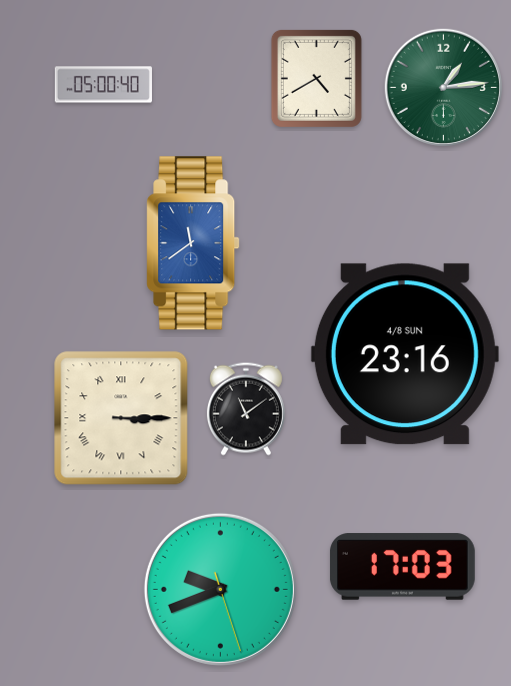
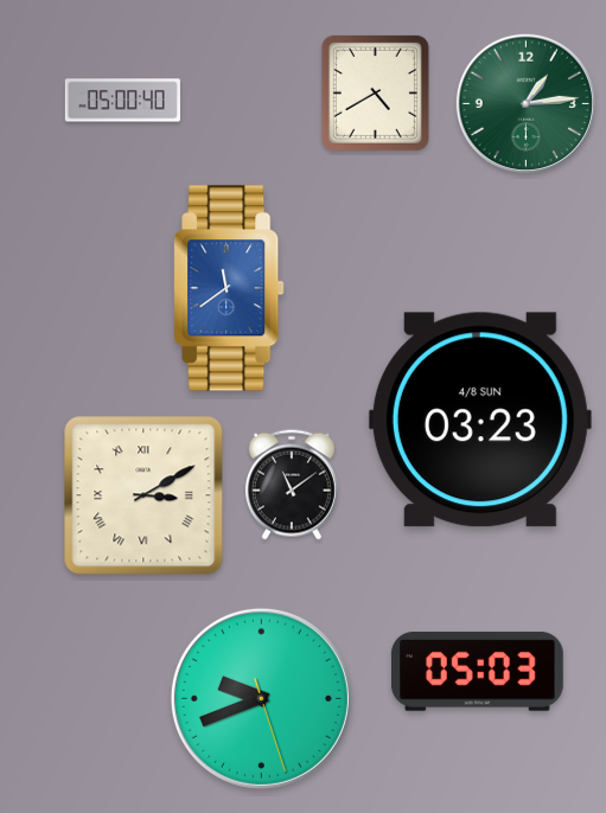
clock at (405, 354): 23:16 -> 03:23
clock at (121, 418): 3:15 -> 3:10
clock at (402, 567): 17:03 -> 05:03
